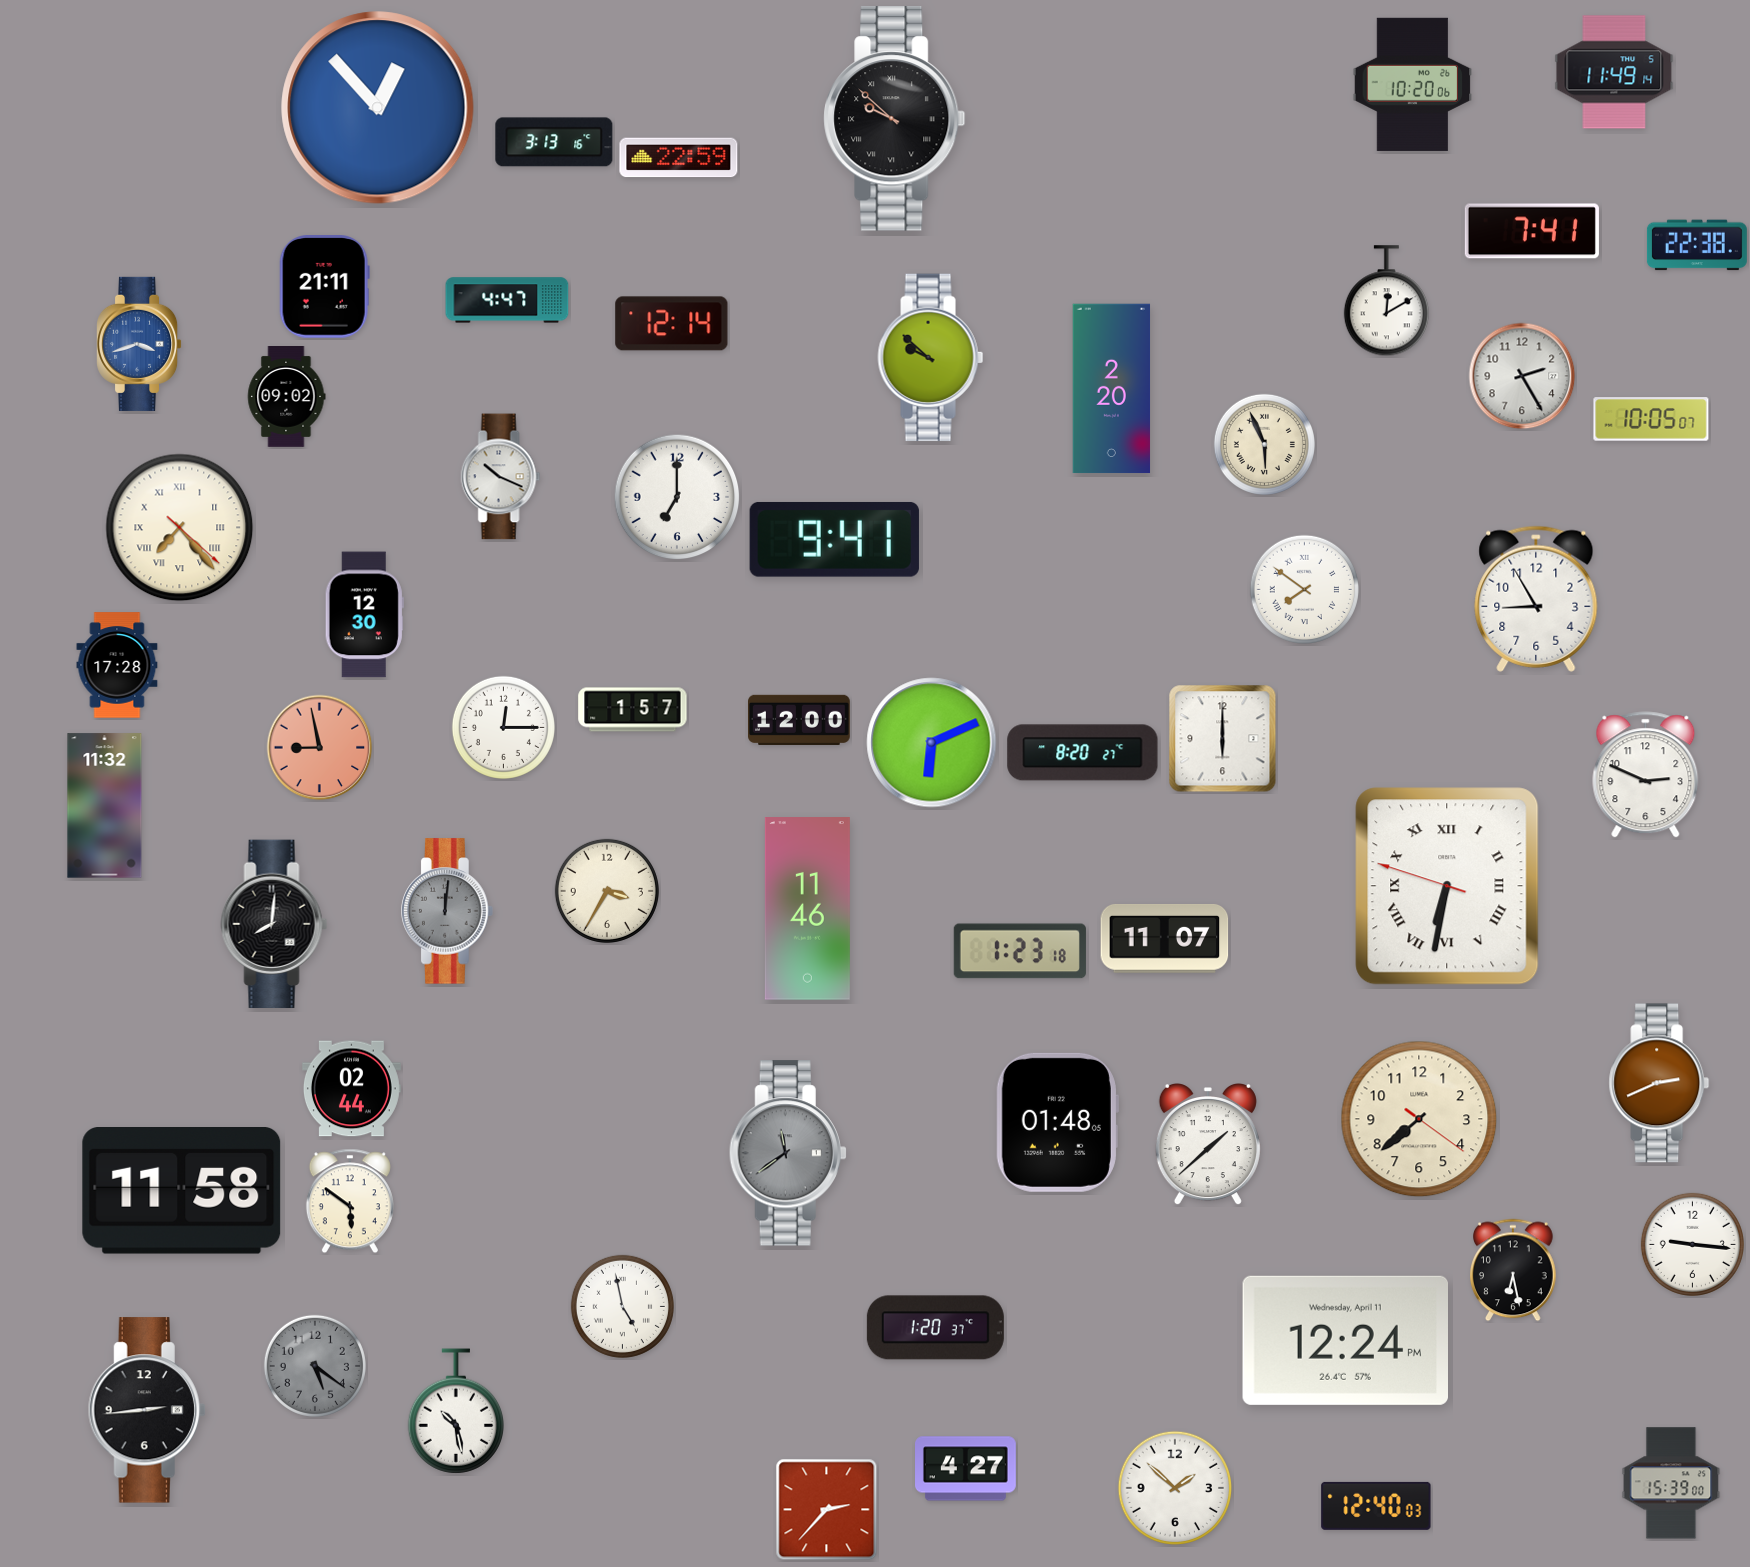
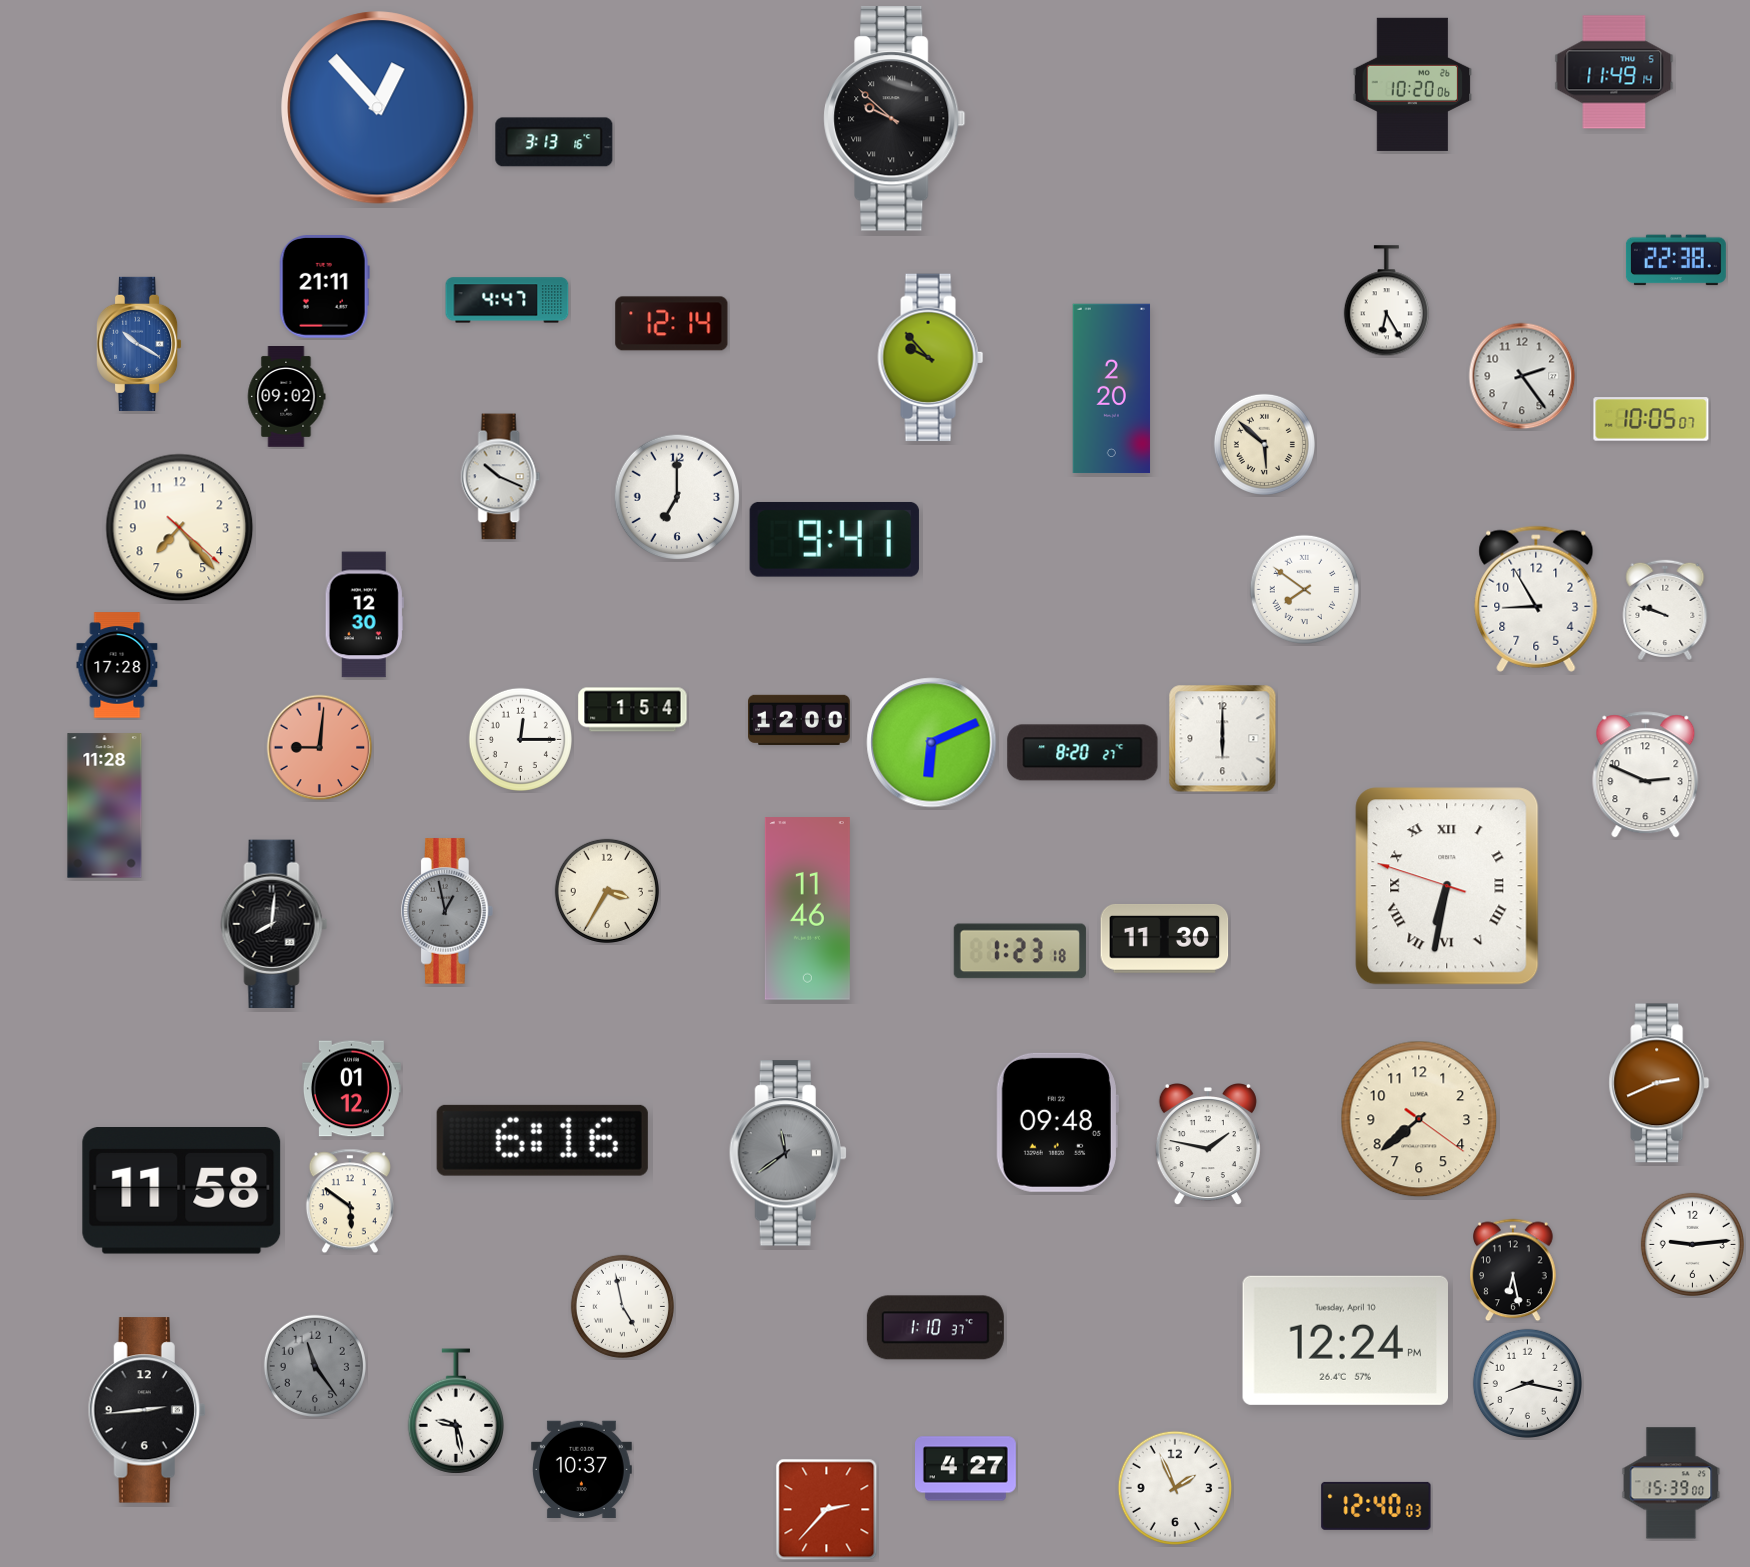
clock at (679, 158): 22:59 -> none
clock at (1532, 231): 7:41 -> none
clock at (1697, 245) position: (1697, 245) -> (1676, 260)
clock at (1386, 301): 12:10 -> 6:25
clock at (140, 344): 3:42 -> 10:20
clock at (931, 358): 9:52 -> 9:53
clock at (1522, 376): 2:25 -> 2:24
clock at (1264, 444): 5:56 -> 5:52
clock at (180, 528) numerals: Roman -> Arabic
clock at (1665, 610): none -> 9:48
clock at (633, 710): 1:57 -> 1:54
clock at (503, 727) position: (503, 727) -> (520, 739)
clock at (320, 748): 8:58 -> 9:01
clock at (105, 806): 11:32 -> 11:28
clock at (448, 911): 12:01 -> 12:58
clock at (1165, 938): 11:07 -> 11:30
clock at (351, 1089): 02:44 -> 01:12
clock at (1057, 1122): 01:48 -> 09:48
clock at (542, 1140): none -> 6:16
clock at (1208, 1145): 1:38 -> 1:47
clock at (1692, 1244): 9:16 -> 9:14
clock at (935, 1328): 1:20 -> 1:10
clock at (1345, 1340) date: Wednesday, April 11 -> Tuesday, April 10
clock at (315, 1366): 5:21 -> 11:24
clock at (1527, 1383): none -> 8:17
clock at (455, 1411): 10:28 -> 9:28
clock at (581, 1470): none -> 10:37
clock at (1174, 1487): 1:52 -> 1:56
